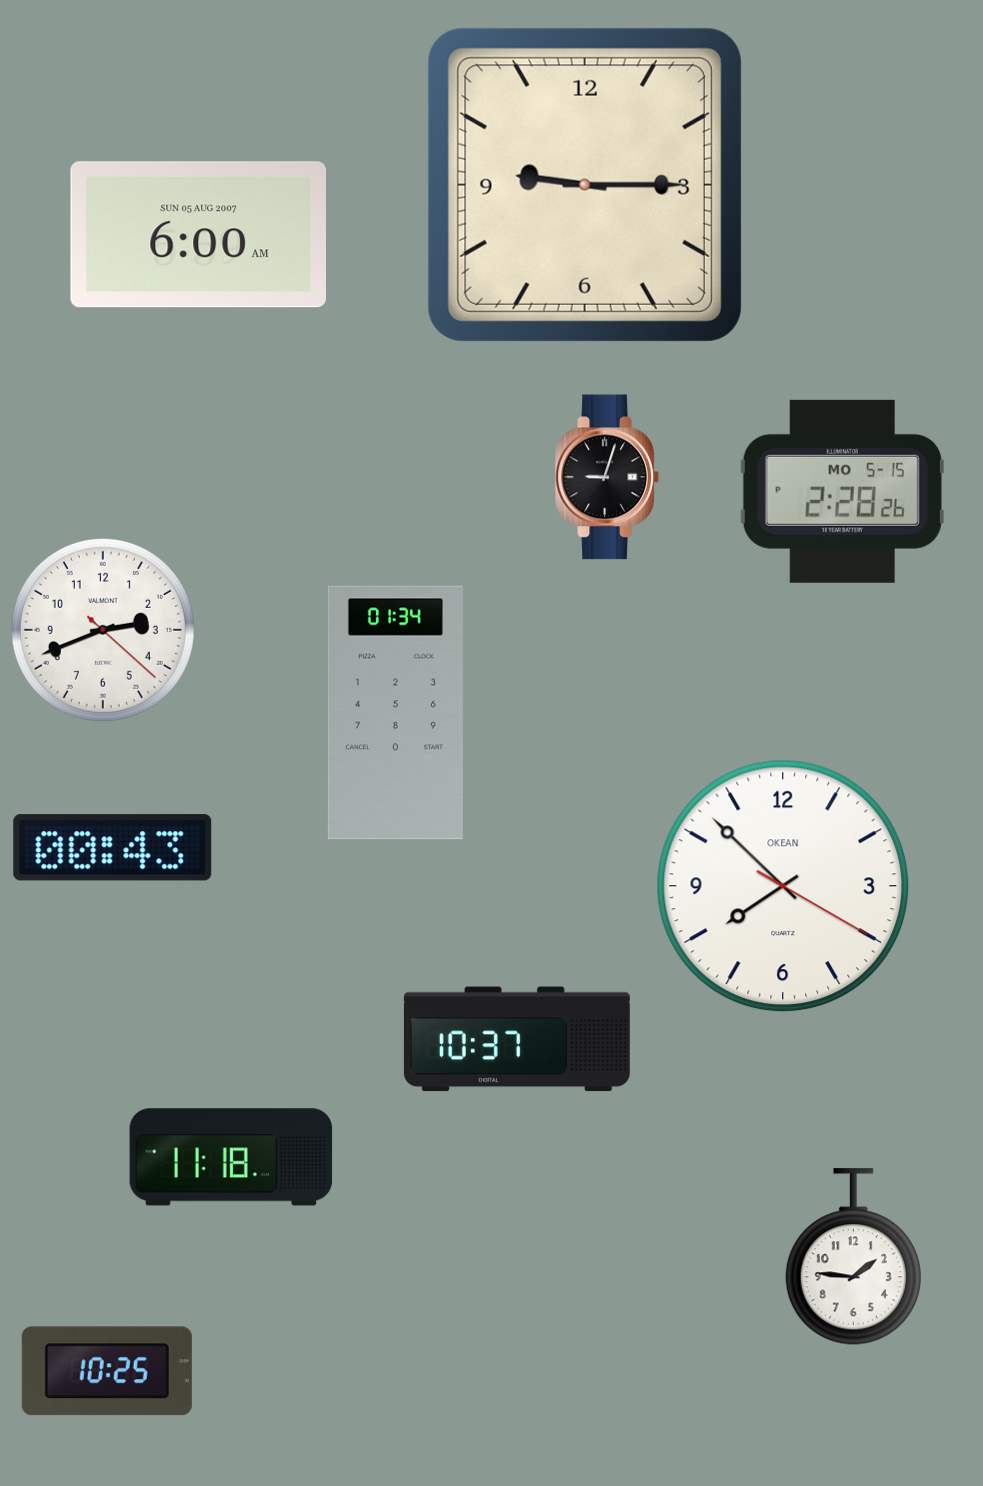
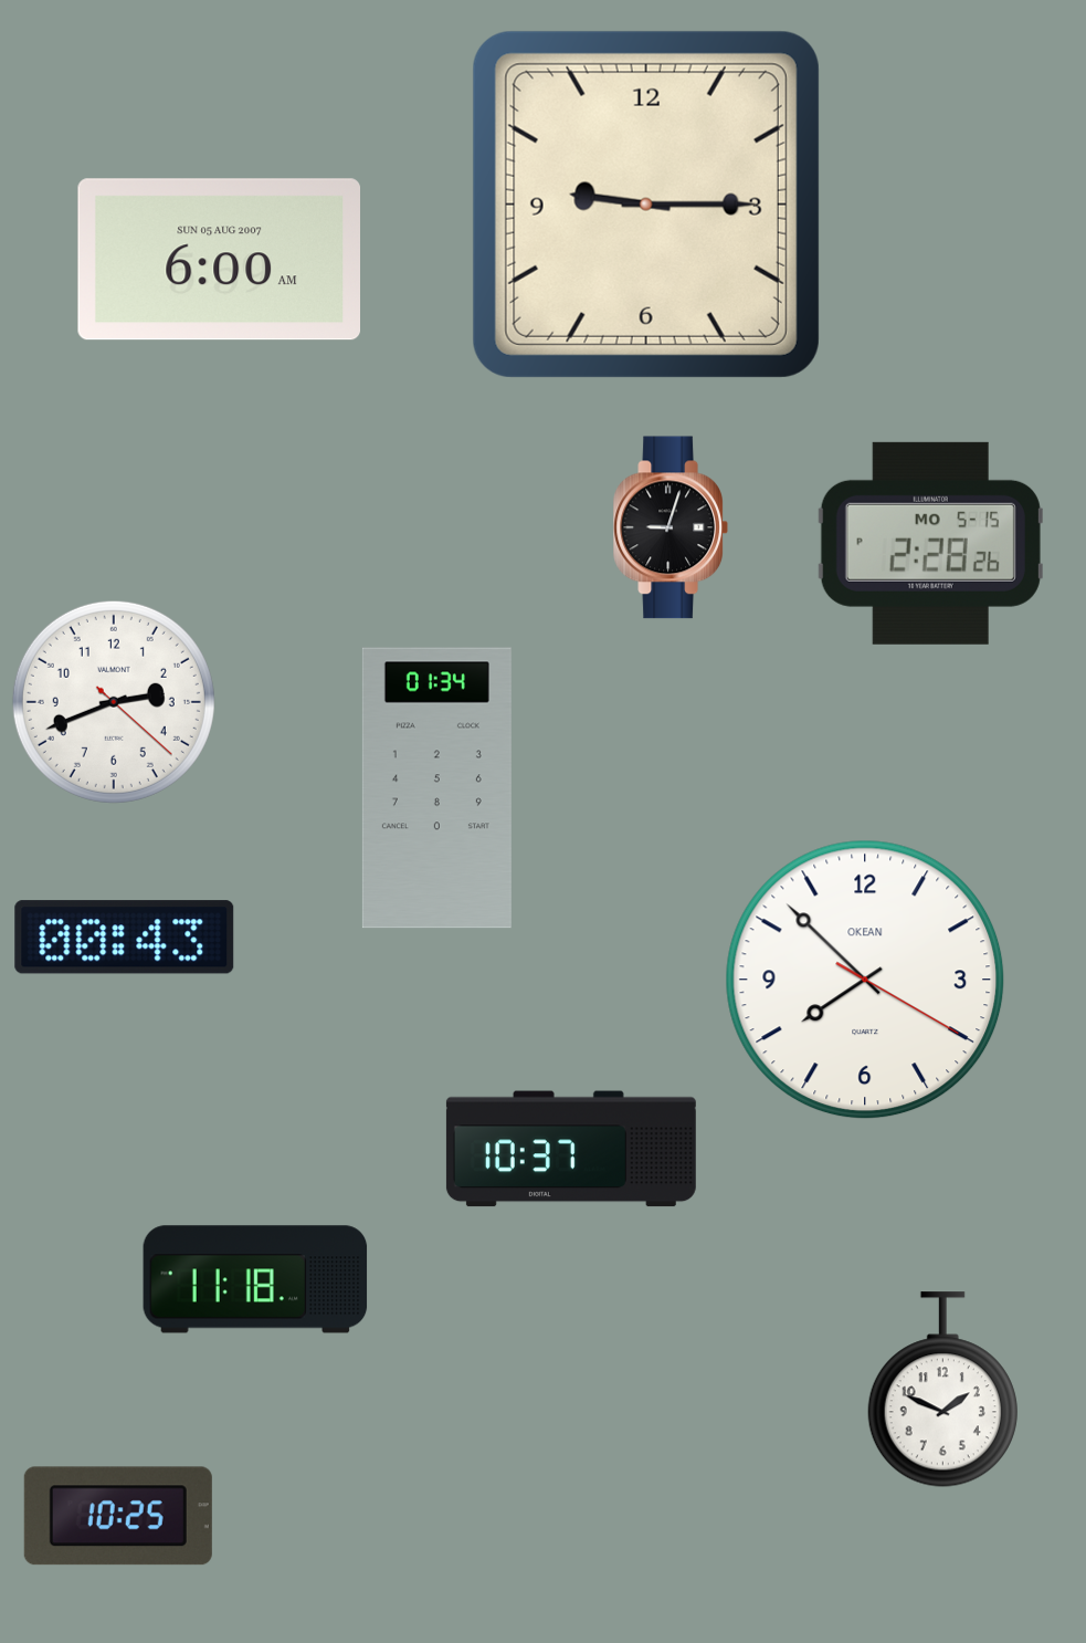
clock at (103, 630) position: (103, 630) -> (114, 702)
clock at (853, 1257): 1:46 -> 1:49
